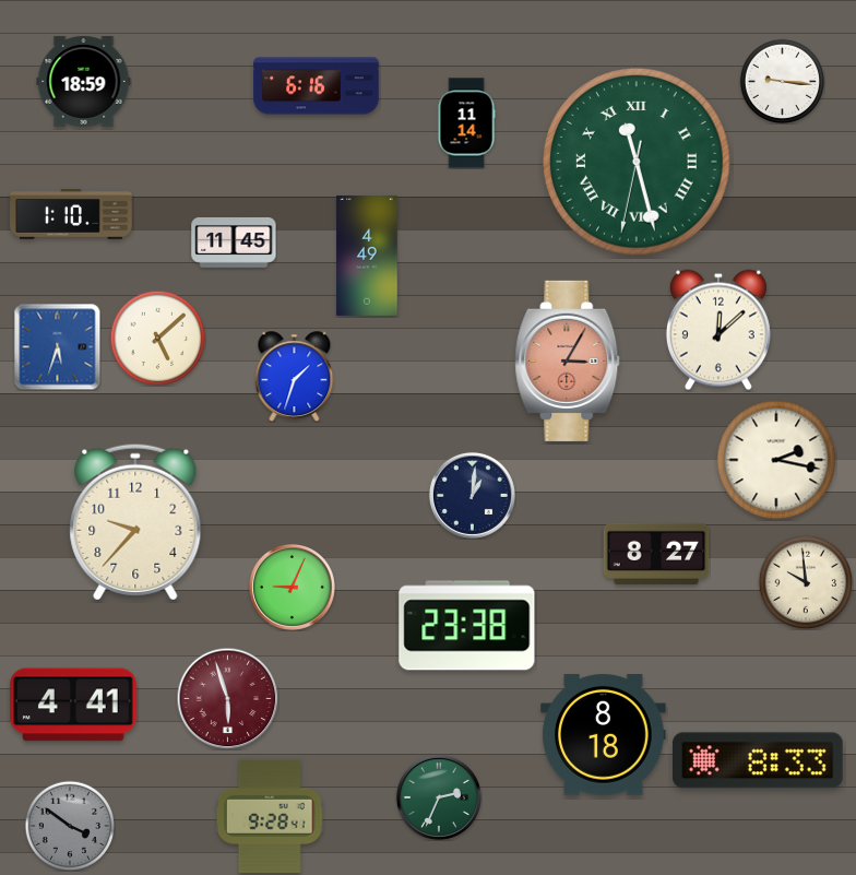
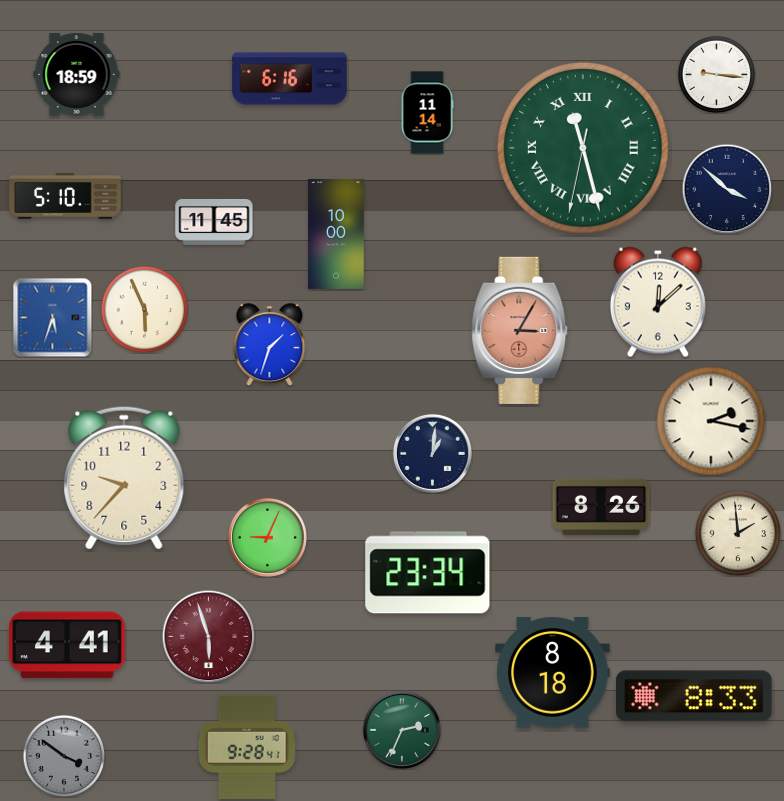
clock at (727, 189): none -> 3:52
clock at (71, 215): 1:10 -> 5:10
clock at (367, 256): 4:49 -> 10:00
clock at (157, 338): 5:08 -> 5:56
clock at (656, 554): 8:27 -> 8:26
clock at (806, 582): 9:59 -> 1:59
clock at (467, 626): 23:38 -> 23:34
clock at (227, 698) position: (227, 698) -> (208, 636)
